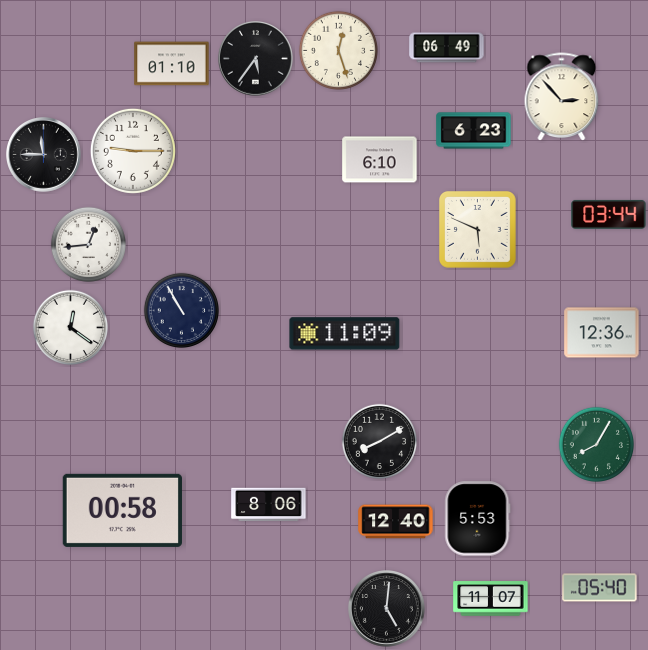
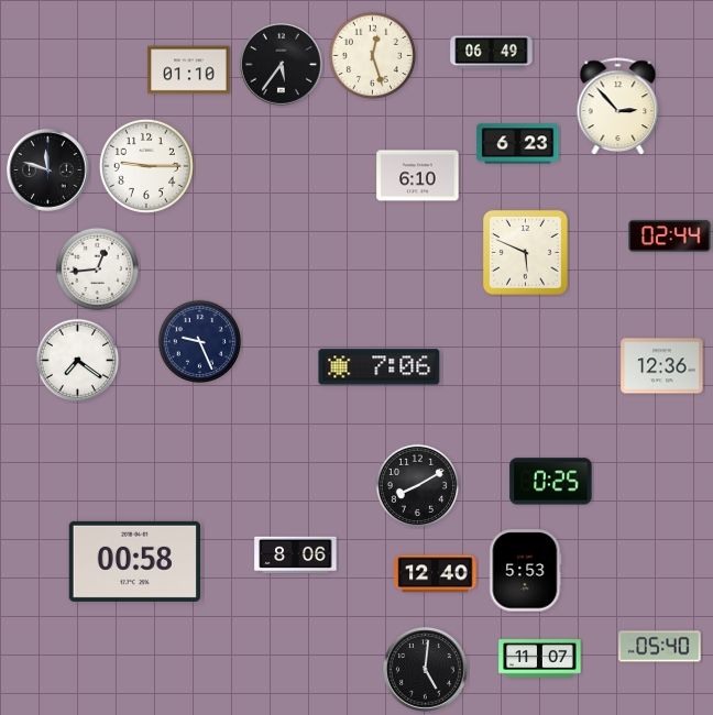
clock at (474, 131) position: (474, 131) -> (518, 144)
clock at (44, 155): 11:45 -> 11:48
clock at (609, 214): 03:44 -> 02:44
clock at (181, 310): 10:55 -> 9:26
clock at (70, 327): 12:21 -> 7:21
clock at (345, 334): 11:09 -> 7:06
clock at (551, 482): none -> 0:25
clock at (596, 444): 8:05 -> none
